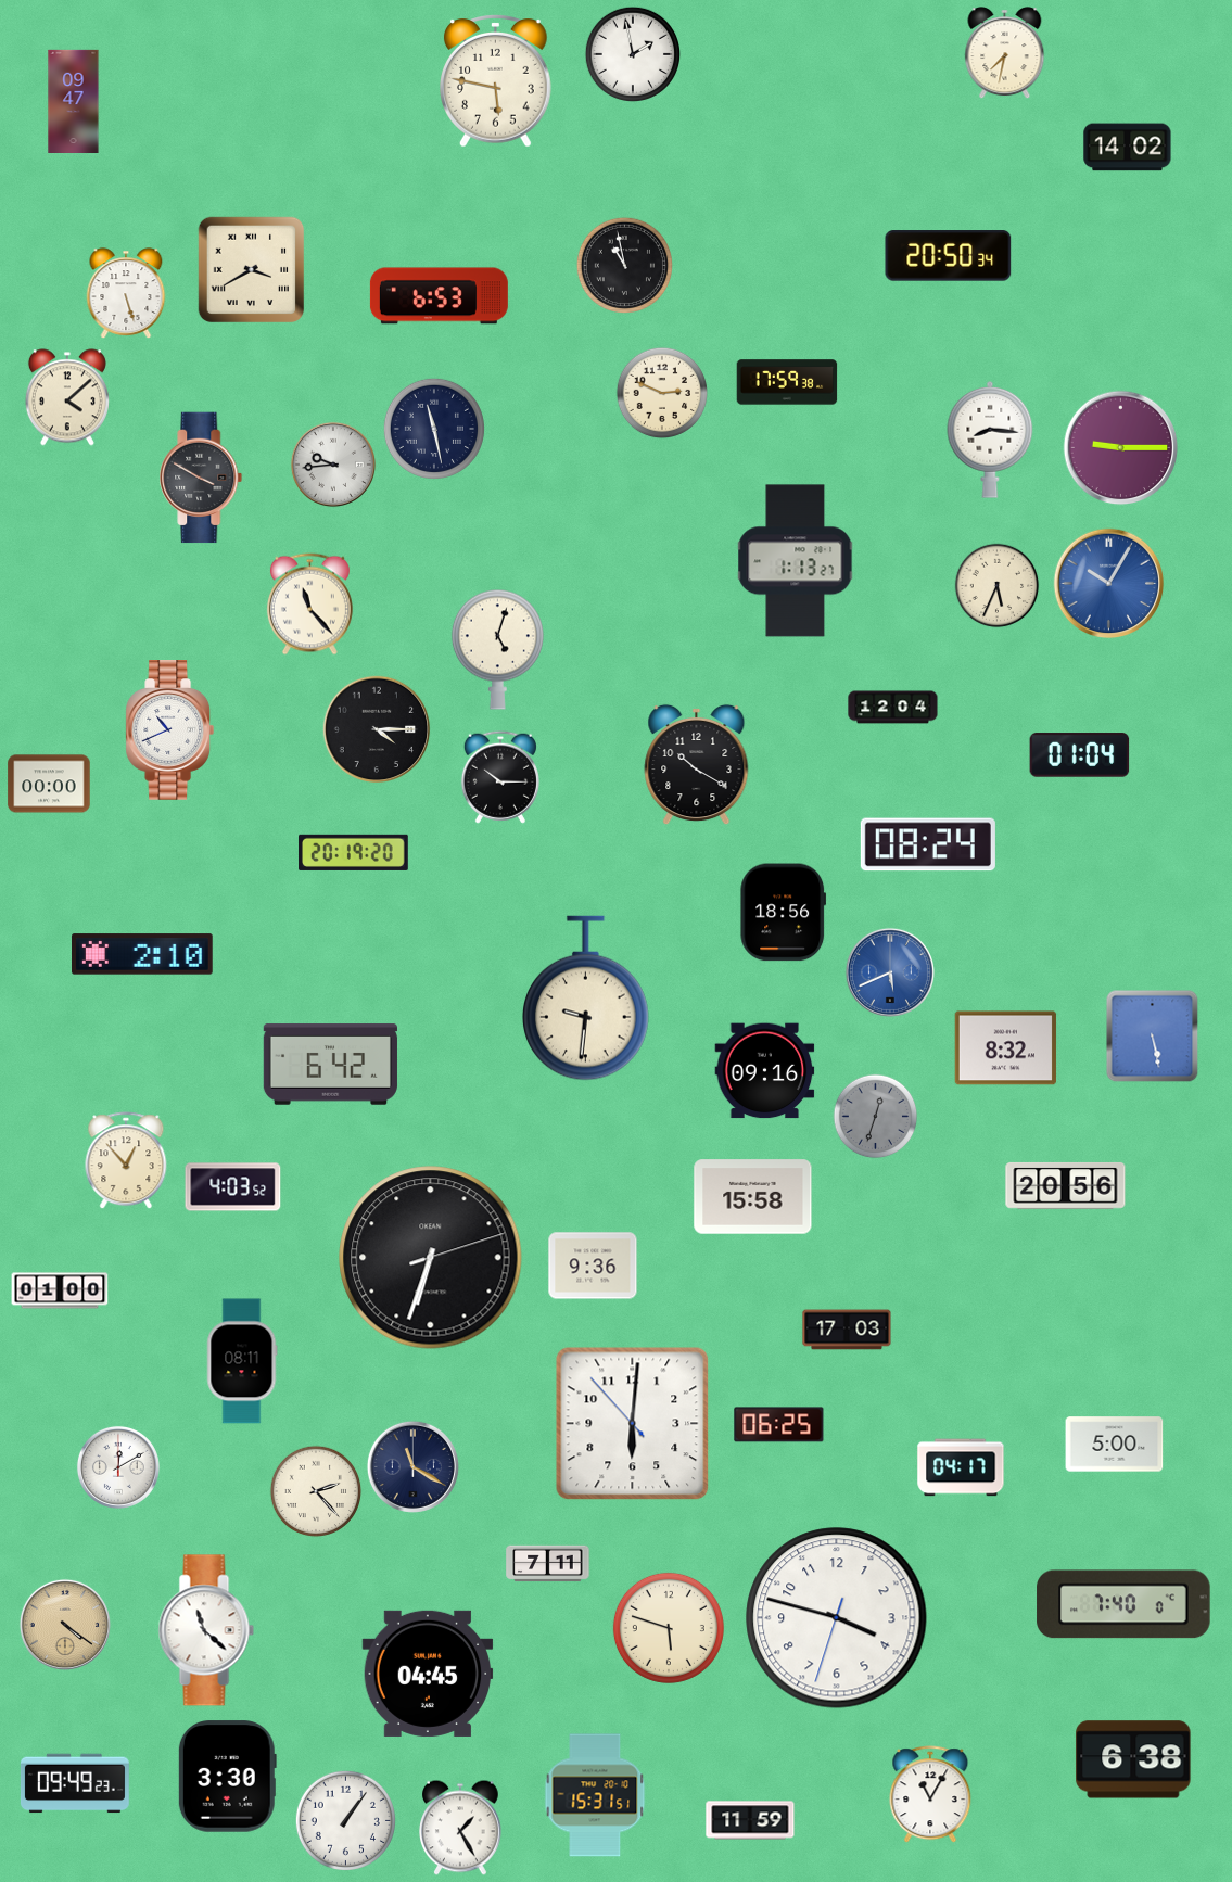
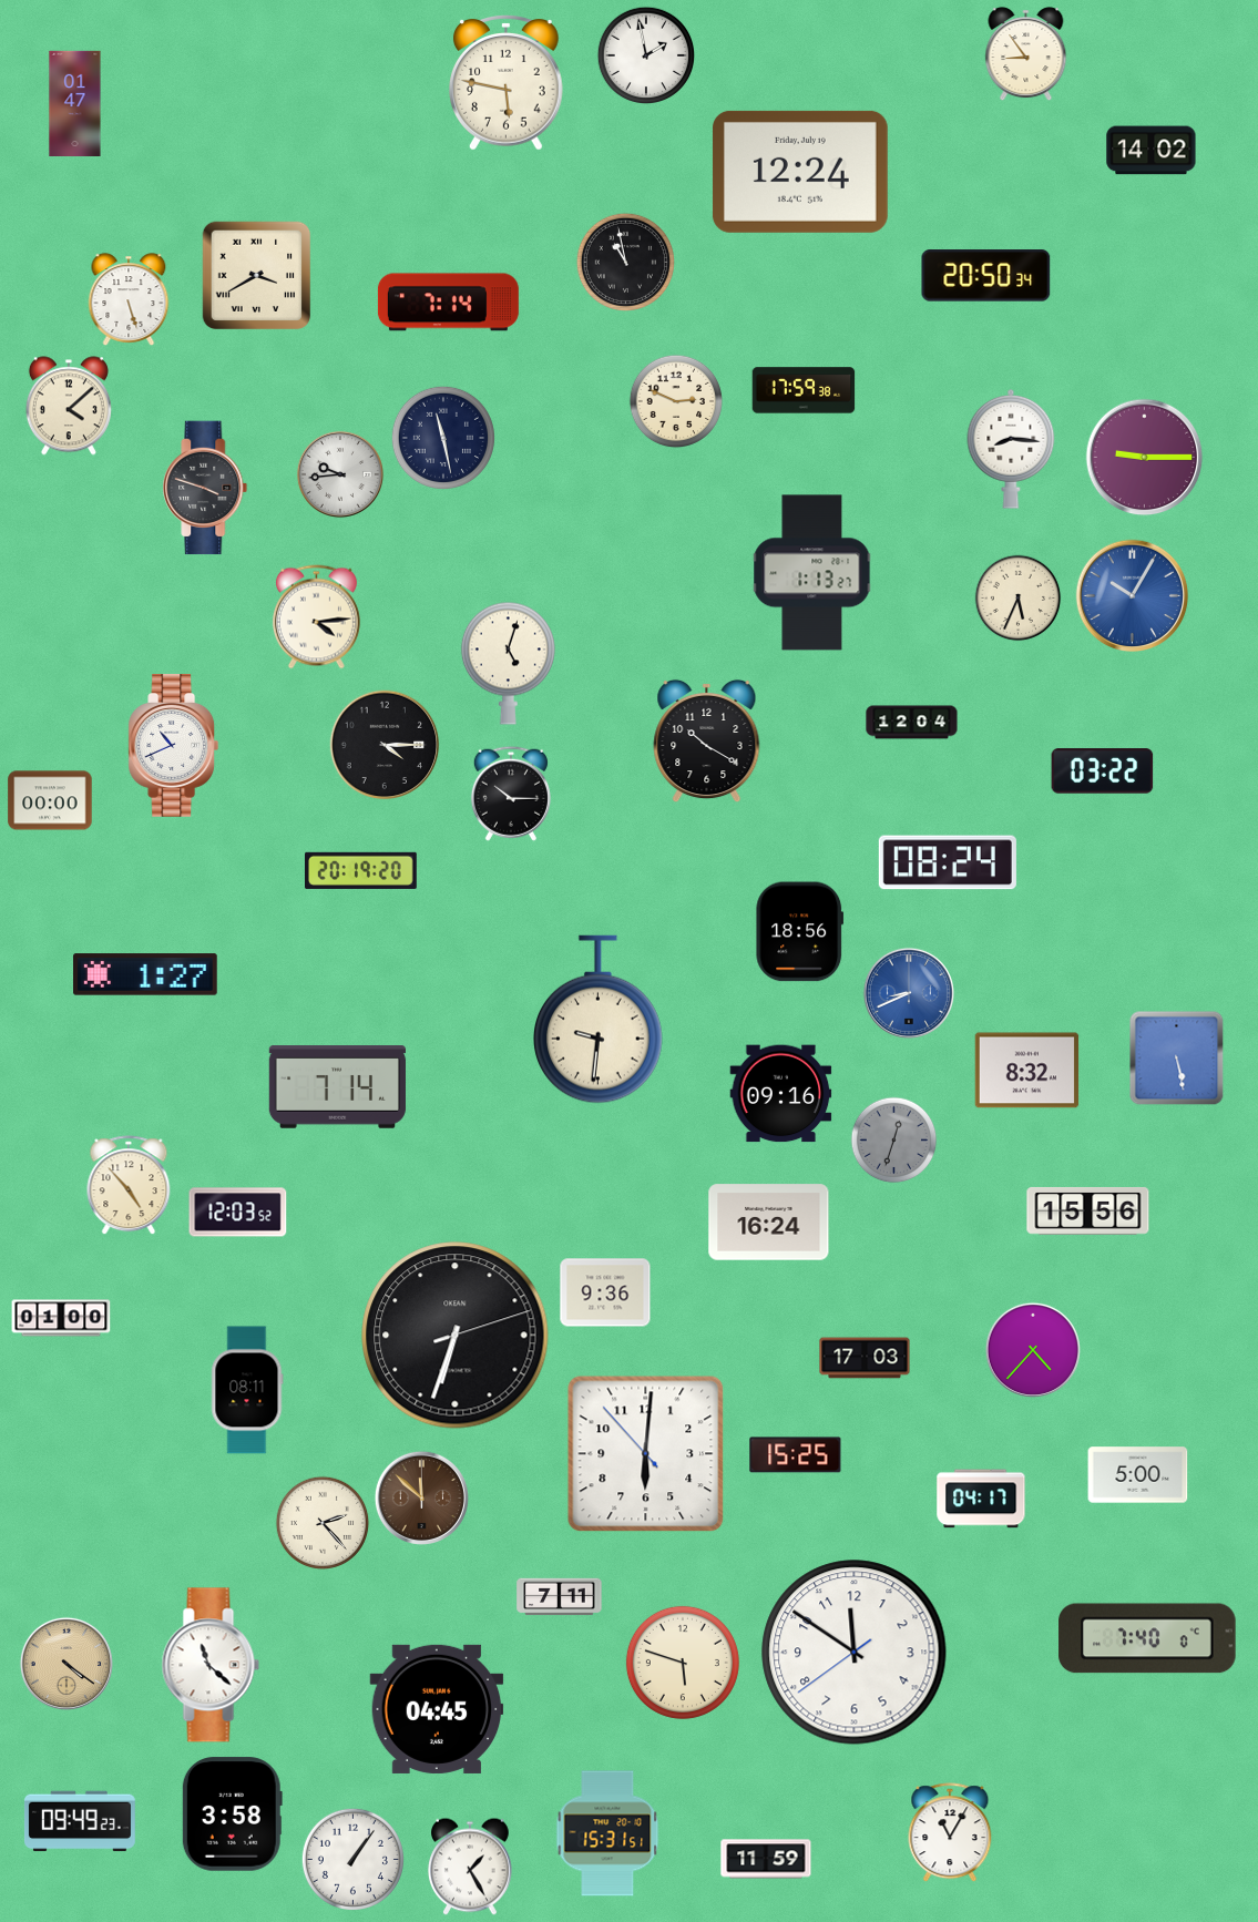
clock at (1005, 53): 7:32 -> 8:54
clock at (74, 102): 09:47 -> 01:47
clock at (800, 172): none -> 12:24
clock at (949, 256) position: (949, 256) -> (986, 276)
clock at (624, 265) position: (624, 265) -> (625, 262)
clock at (439, 296): 6:53 -> 7:14
clock at (201, 478): 3:50 -> 3:48
clock at (309, 605): 11:23 -> 4:14
clock at (1080, 755): 01:04 -> 03:22
clock at (697, 765) position: (697, 765) -> (707, 742)
clock at (143, 954): 2:10 -> 1:27
clock at (890, 972): 5:41 -> 8:41
clock at (330, 1065): 6:42 -> 7:14
clock at (126, 1161): 12:53 -> 4:53
clock at (1066, 1185): 20:56 -> 15:56
clock at (233, 1187): 4:03 -> 12:03
clock at (753, 1197): 15:58 -> 16:24
clock at (431, 1258) position: (431, 1258) -> (456, 1336)
clock at (1033, 1350): none -> 4:37
clock at (779, 1425): 06:25 -> 15:25
clock at (412, 1466): 11:20 -> 11:52
clock at (412, 1466) dial: navy -> brown
clock at (118, 1467): 12:10 -> none
clock at (837, 1618): 3:47 -> 11:50
clock at (65, 1625) position: (65, 1625) -> (67, 1664)
clock at (1133, 1759): 6:38 -> none
clock at (227, 1777): 3:30 -> 3:58
clock at (75, 1783) position: (75, 1783) -> (80, 1821)
